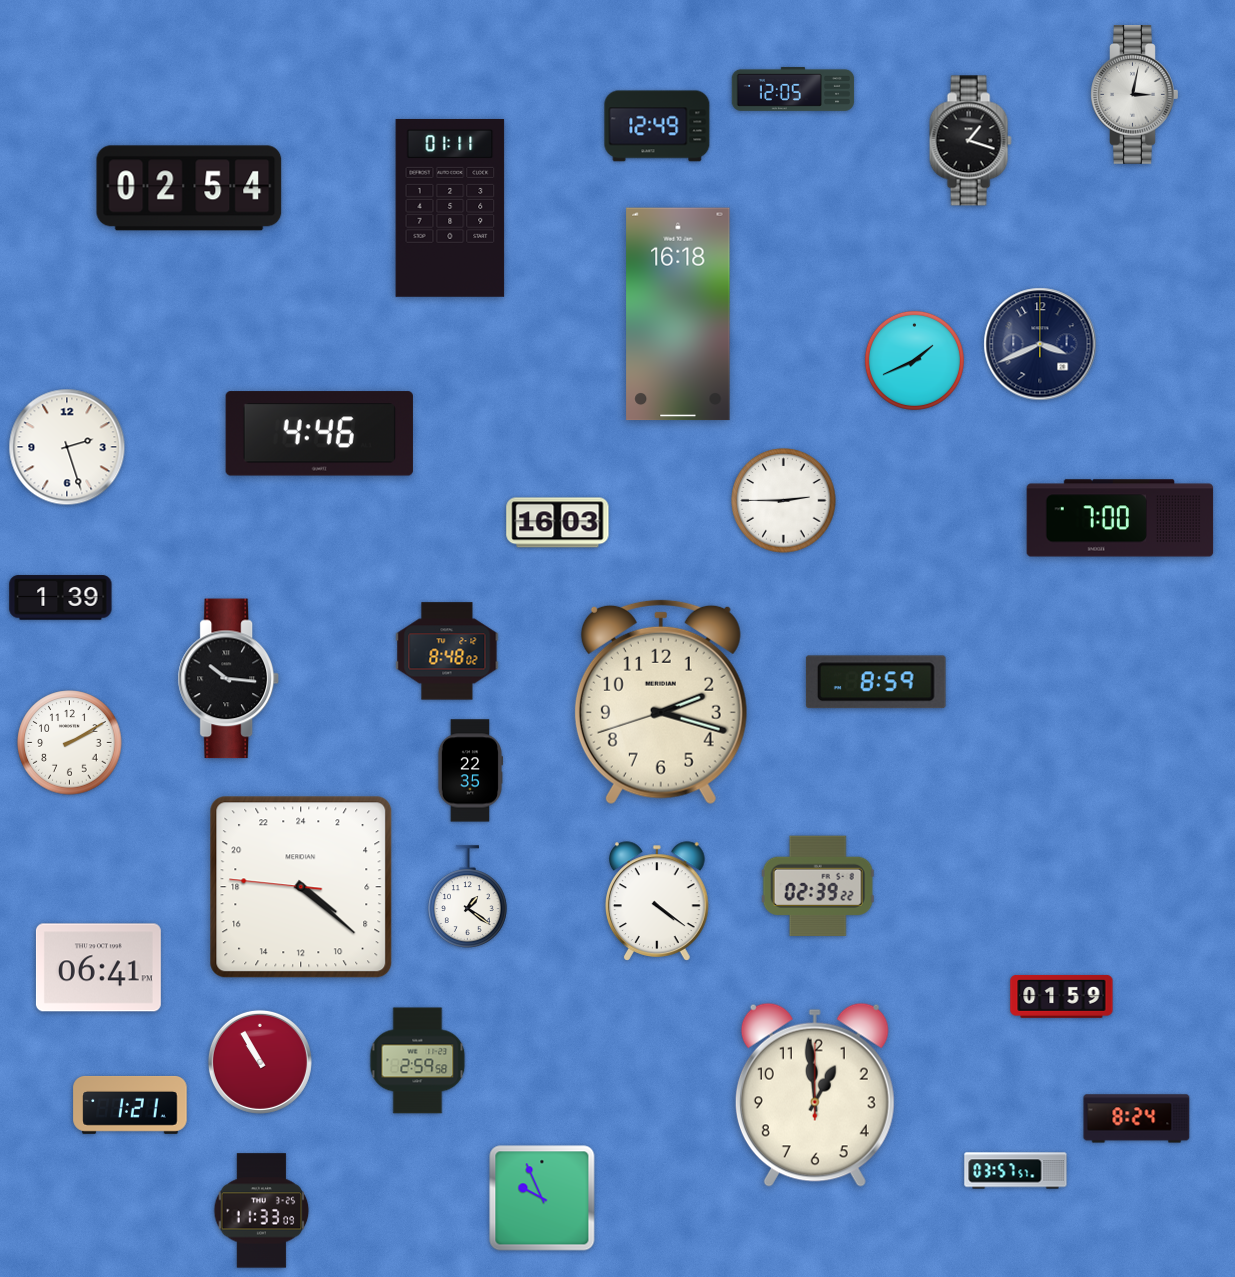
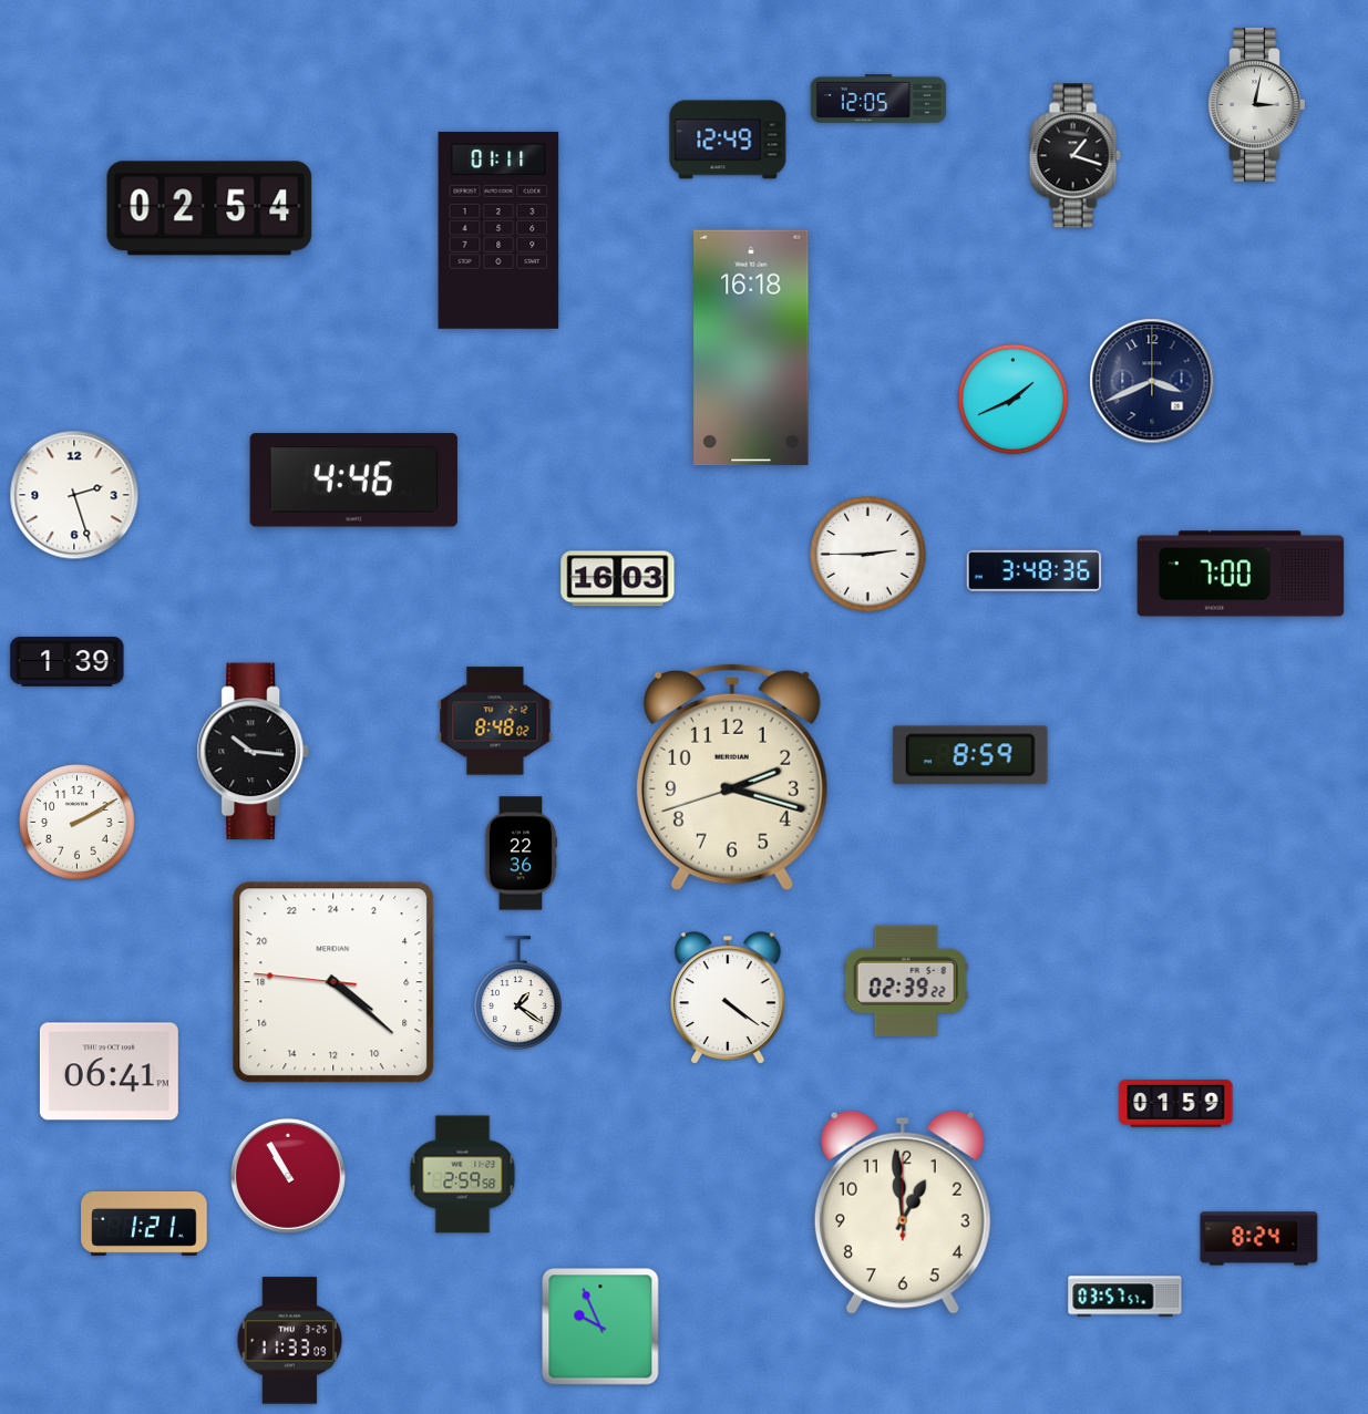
clock at (1035, 570): none -> 3:48
clock at (470, 771): 22:35 -> 22:36
